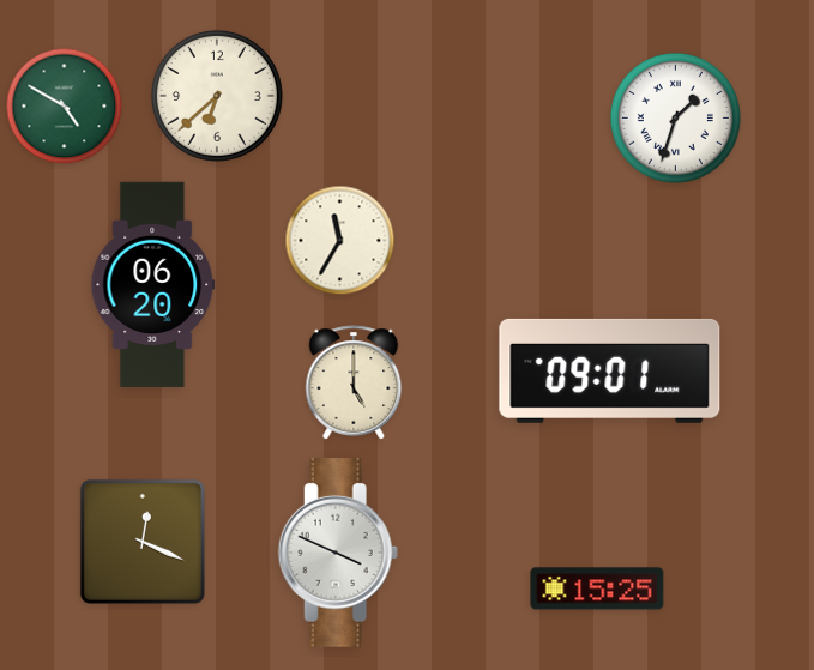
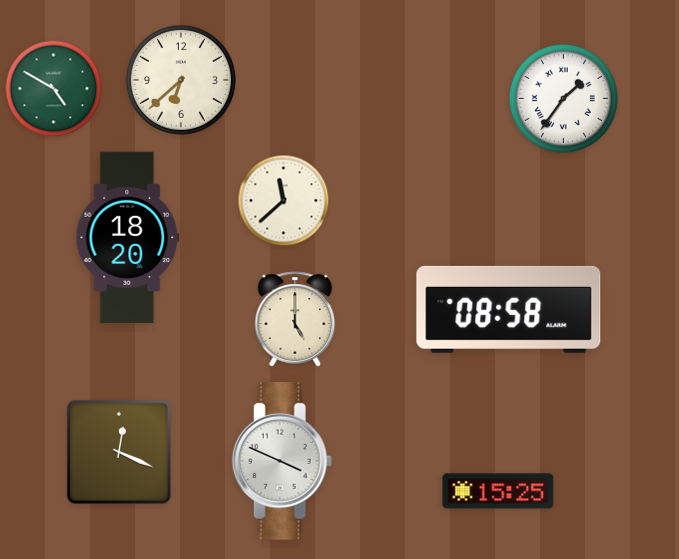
clock at (675, 117): 1:33 -> 1:36
clock at (340, 241): 11:35 -> 11:38
clock at (153, 285): 06:20 -> 18:20
clock at (610, 370): 09:01 -> 08:58
